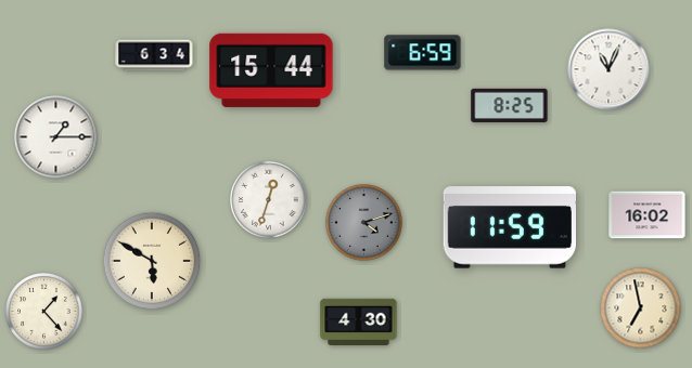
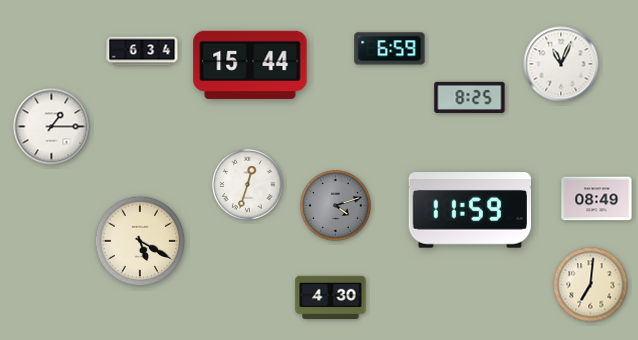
clock at (648, 215): 16:02 -> 08:49
clock at (152, 261): 5:50 -> 5:20
clock at (641, 308): 6:58 -> 7:01
clock at (44, 312): 1:23 -> none
